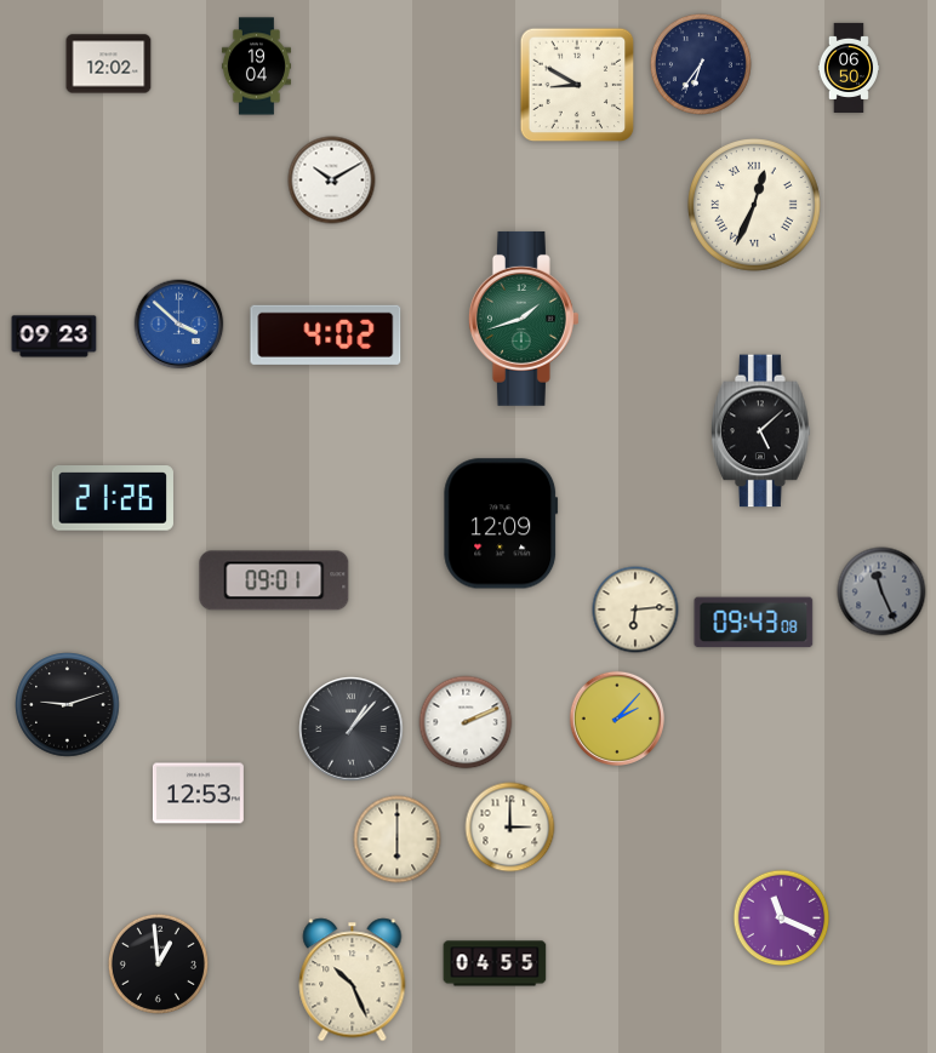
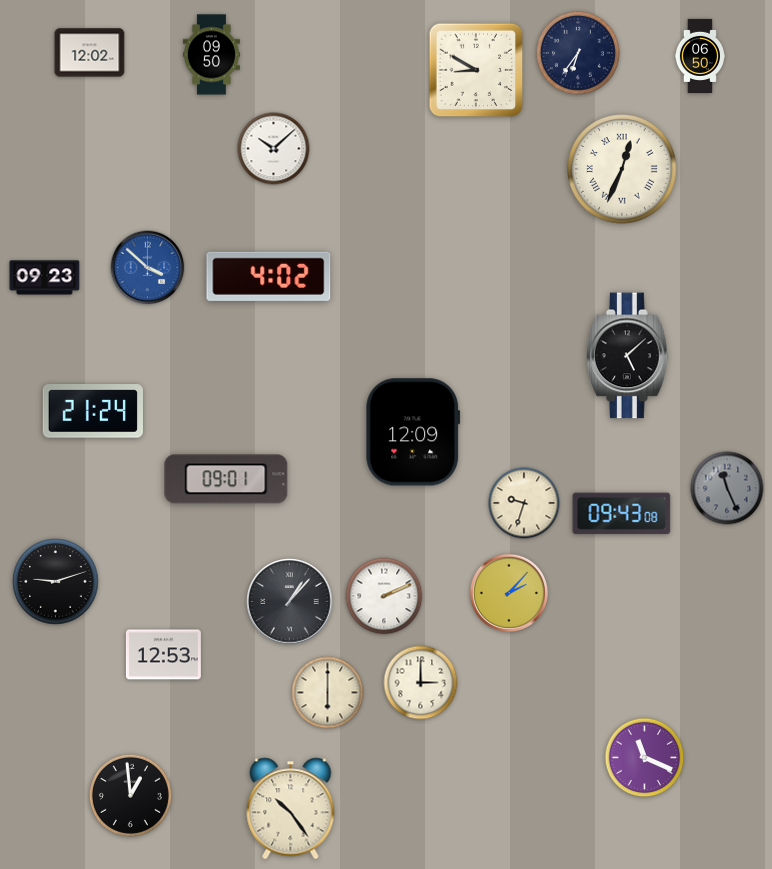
clock at (256, 67): 19:04 -> 09:50
clock at (332, 181): 10:10 -> 10:08
clock at (524, 319): 1:42 -> none
clock at (113, 499): 21:26 -> 21:24
clock at (635, 610): 6:14 -> 9:33
clock at (495, 963): 04:55 -> none
clock at (353, 980): 10:26 -> 10:24
